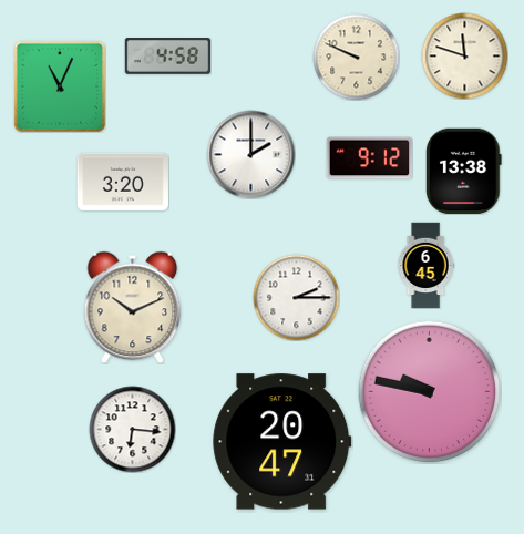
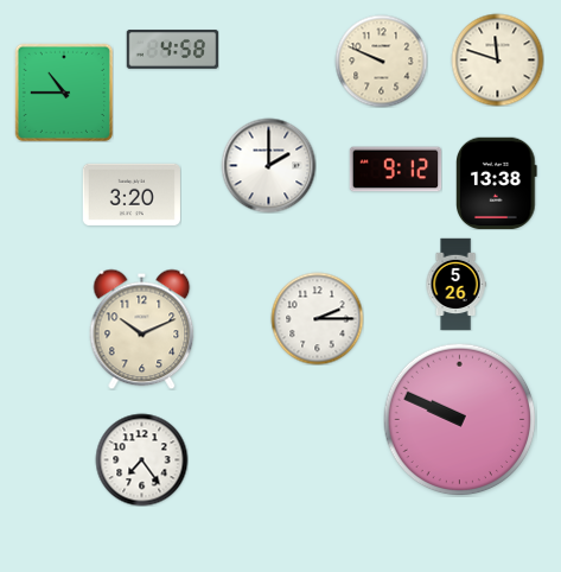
clock at (167, 57) position: (167, 57) -> (172, 50)
clock at (60, 86): 11:04 -> 10:45
clock at (425, 265): 6:45 -> 5:26
clock at (429, 391): 9:47 -> 9:49
clock at (132, 429): 6:16 -> 7:24
clock at (282, 442): 20:47 -> none
